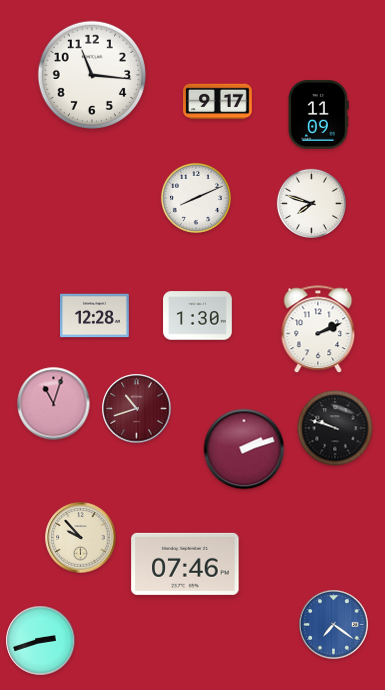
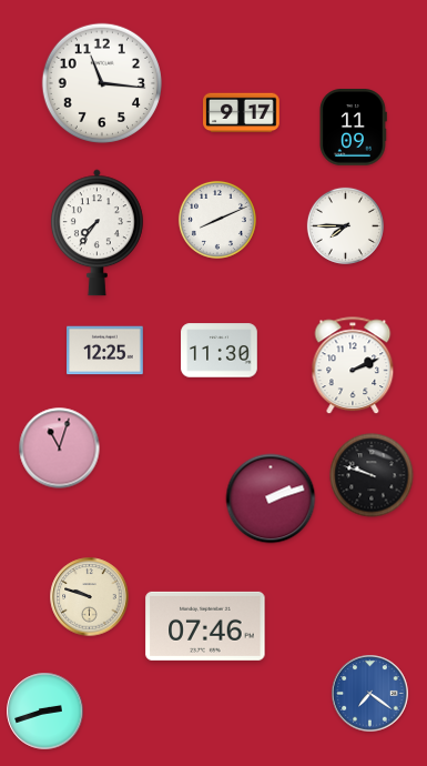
clock at (311, 203): 7:48 -> 7:45
clock at (96, 233): none -> 7:36
clock at (95, 316): 12:28 -> 12:25
clock at (198, 316): 1:30 -> 11:30
clock at (137, 409): 10:42 -> none
clock at (81, 538): 9:53 -> 9:48
